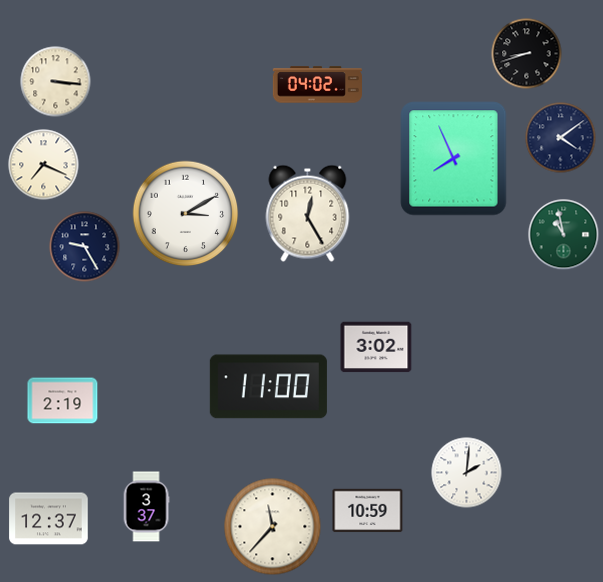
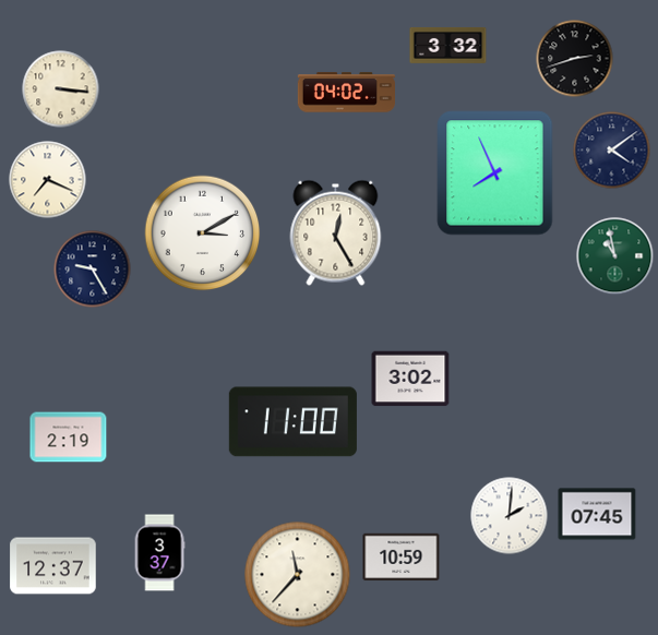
clock at (448, 45): none -> 3:32
clock at (527, 54): 8:42 -> 2:42
clock at (597, 514): none -> 07:45
